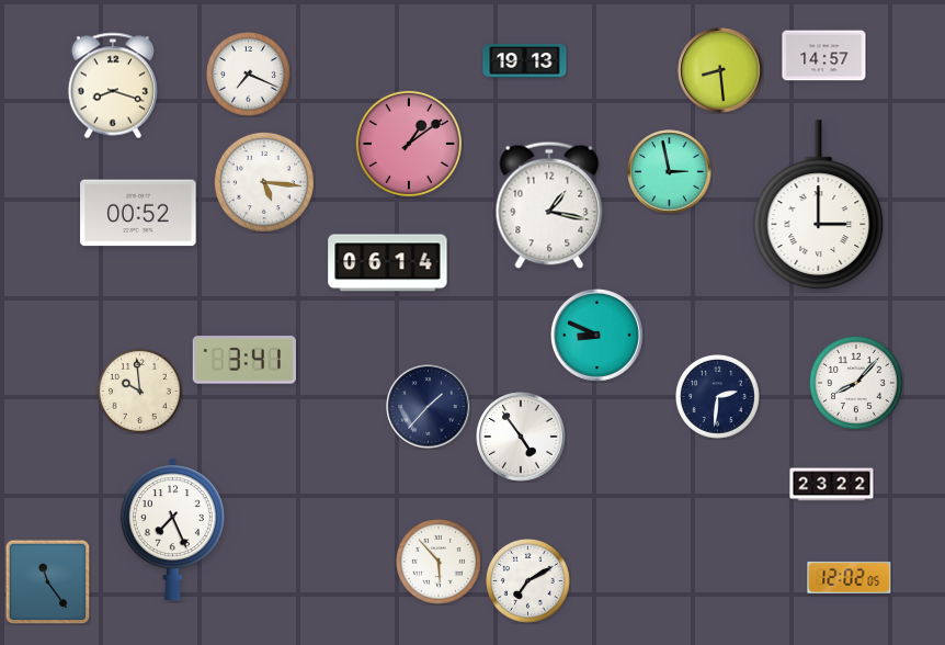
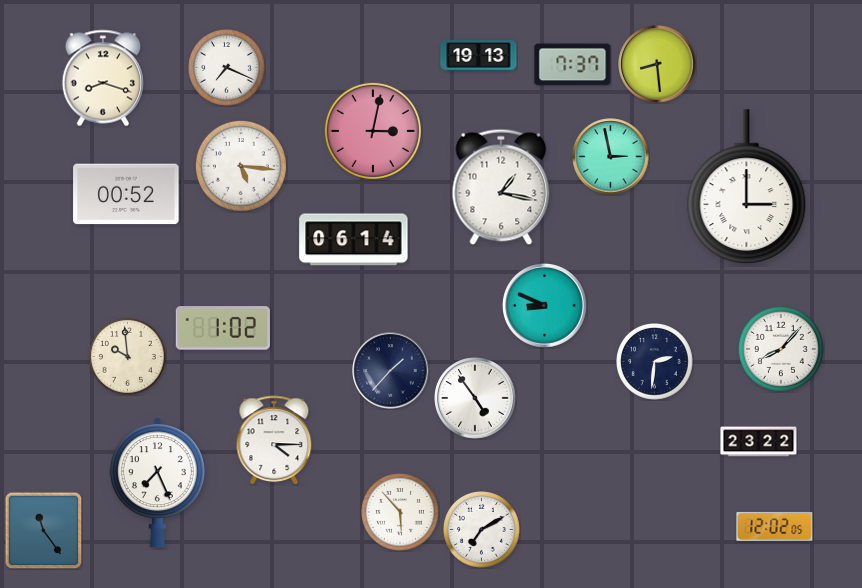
clock at (824, 56): 14:57 -> none
clock at (573, 65): none -> 7:37
clock at (409, 144): 1:09 -> 3:02
clock at (244, 360): 3:41 -> 1:02
clock at (274, 440): none -> 4:15
